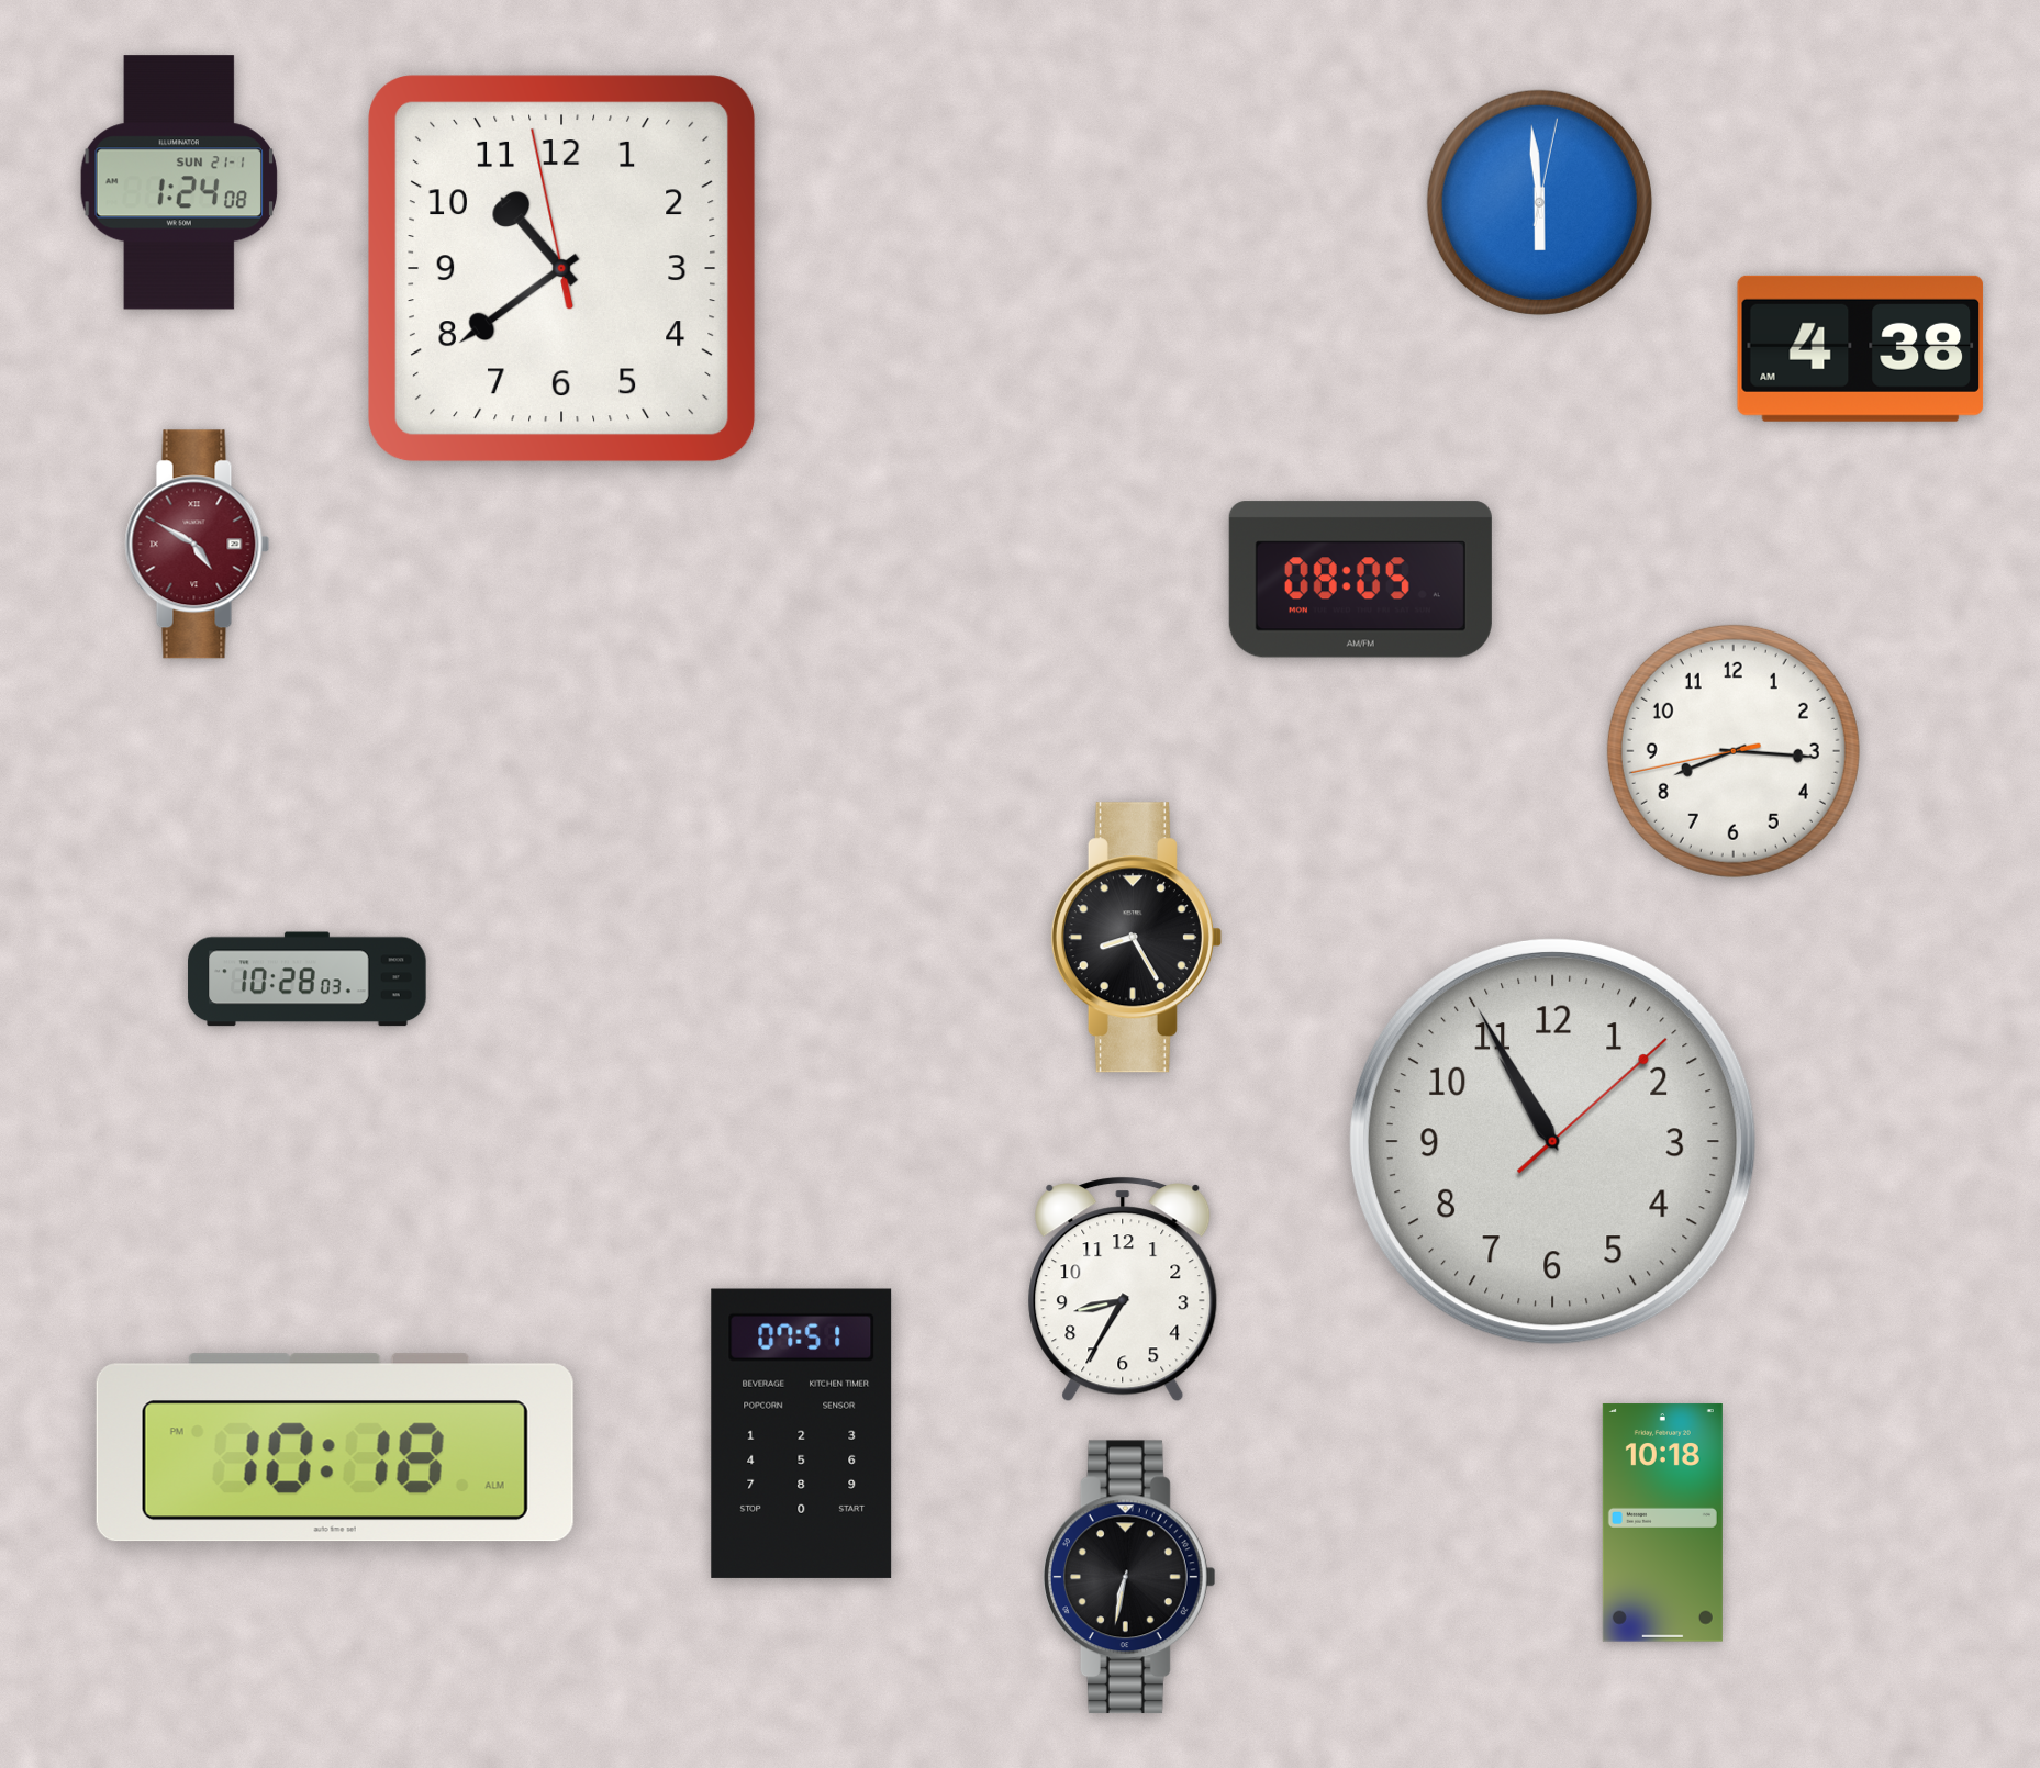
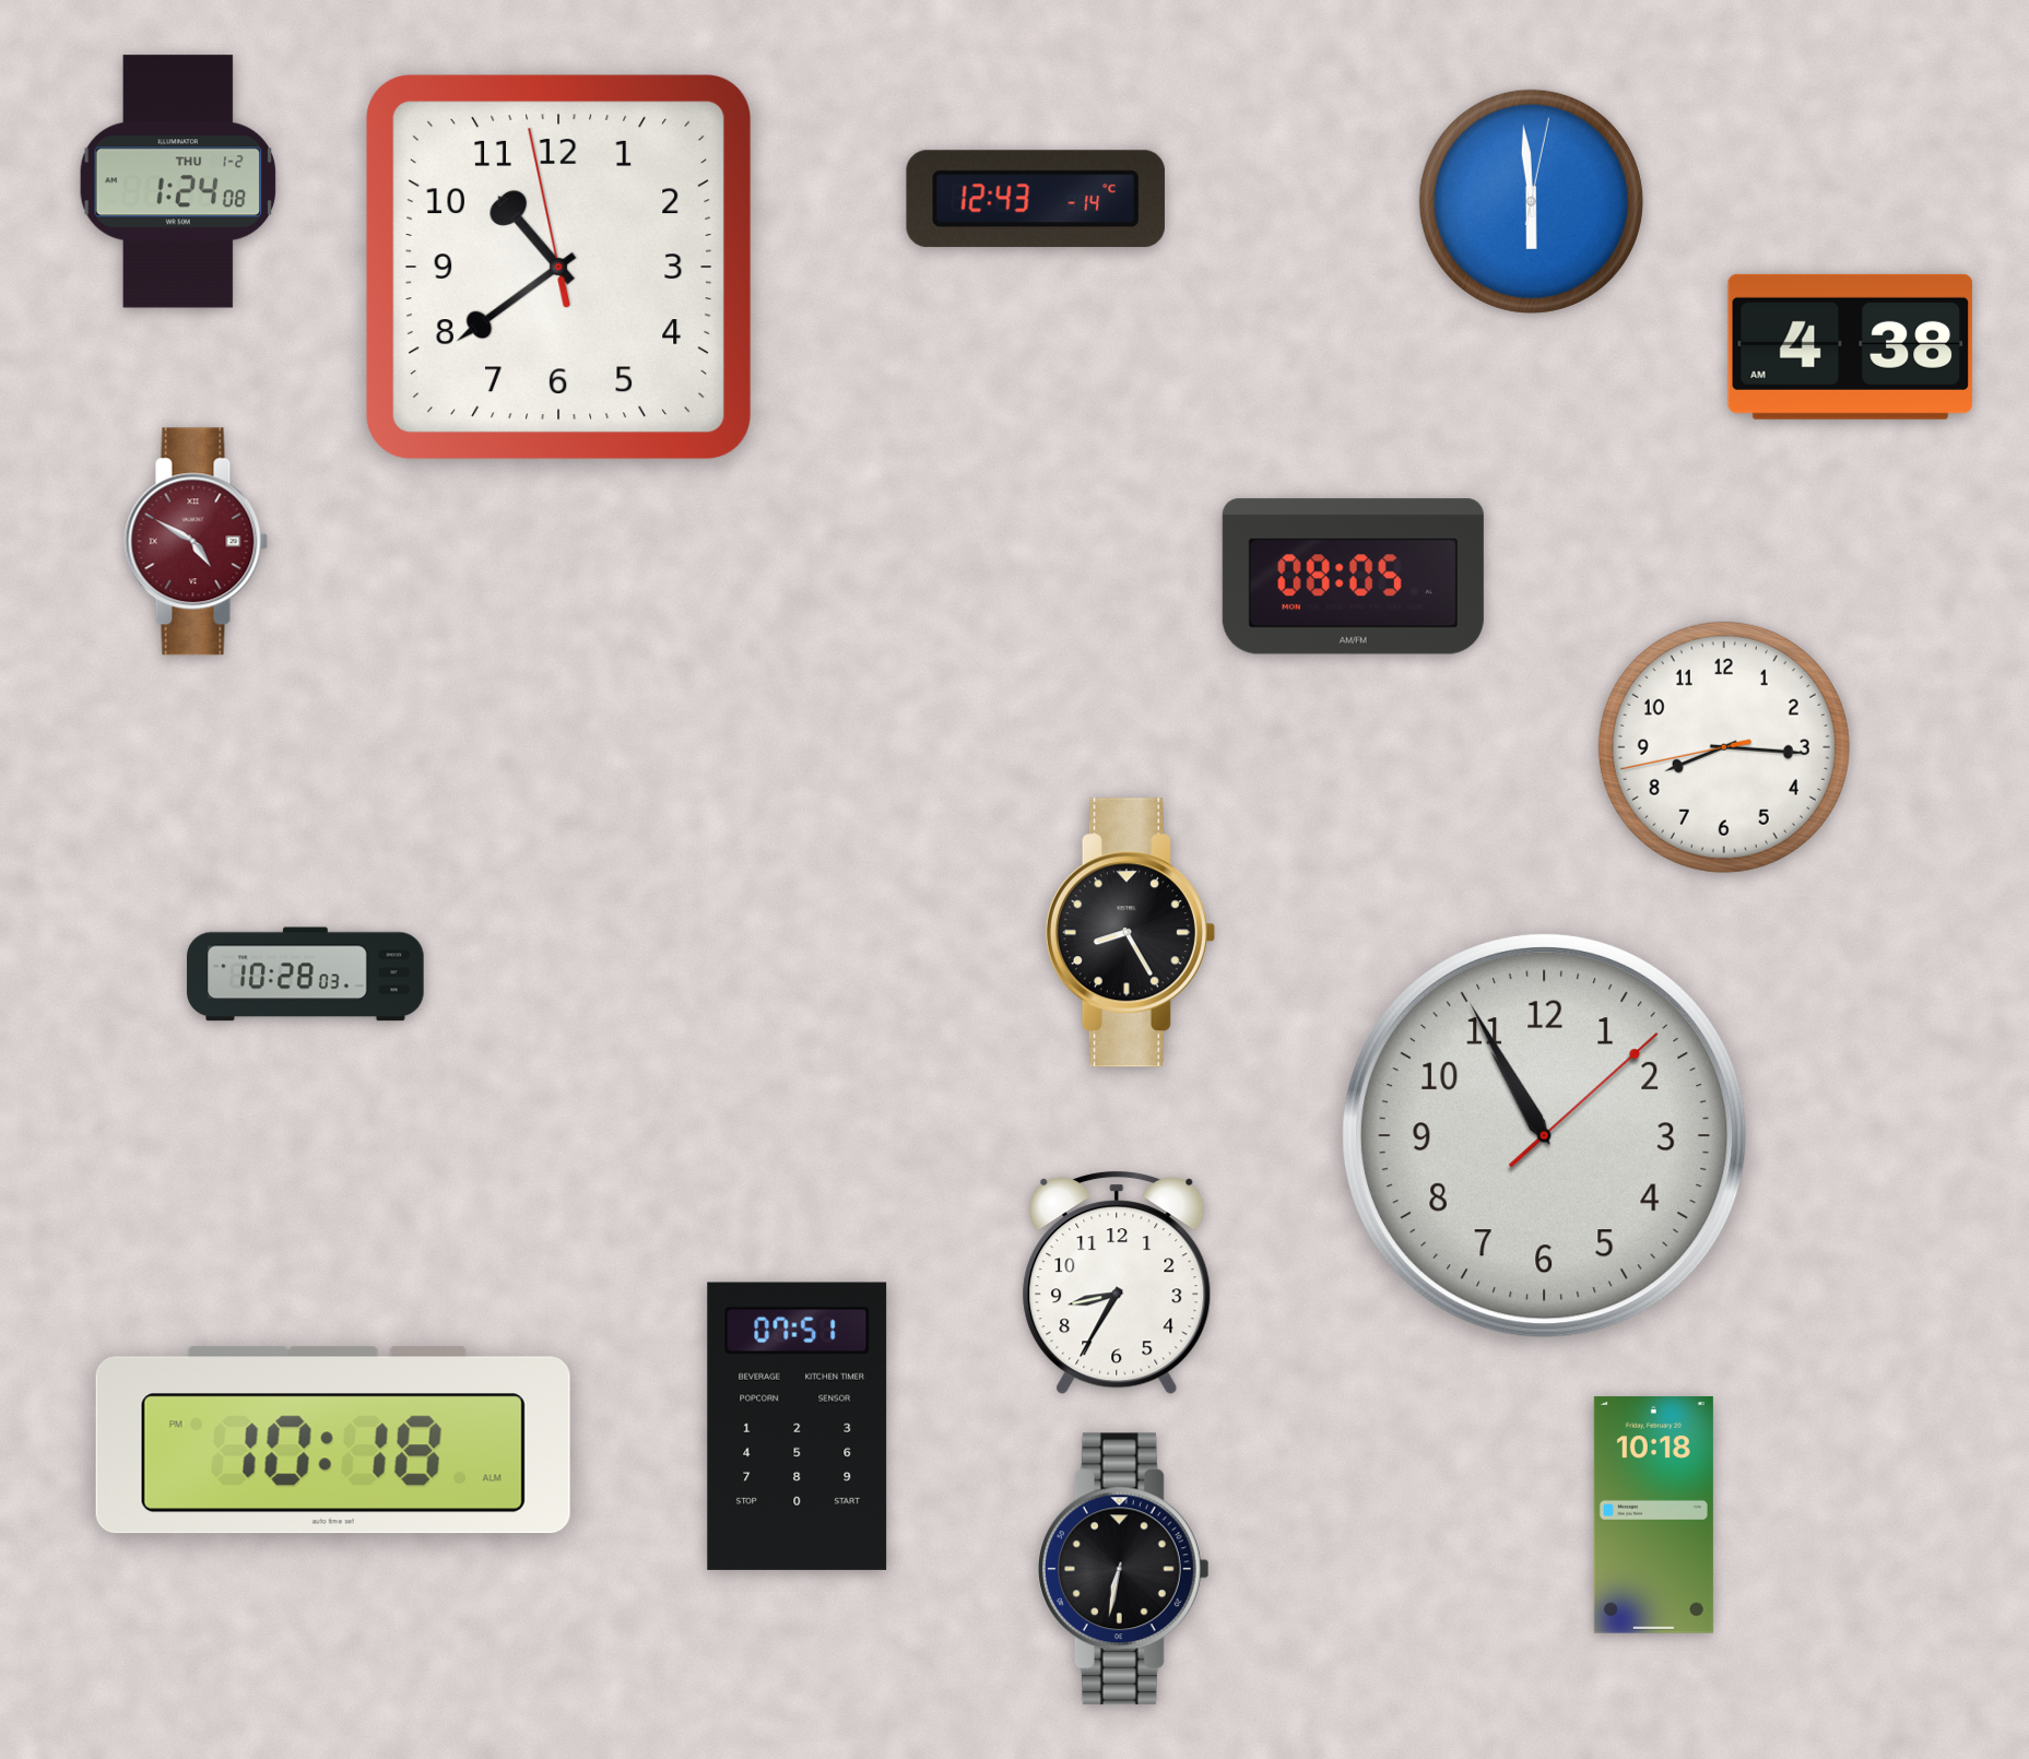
clock at (179, 182) date: SUN 21-1 -> THU 1-2
clock at (1036, 199): none -> 12:43
